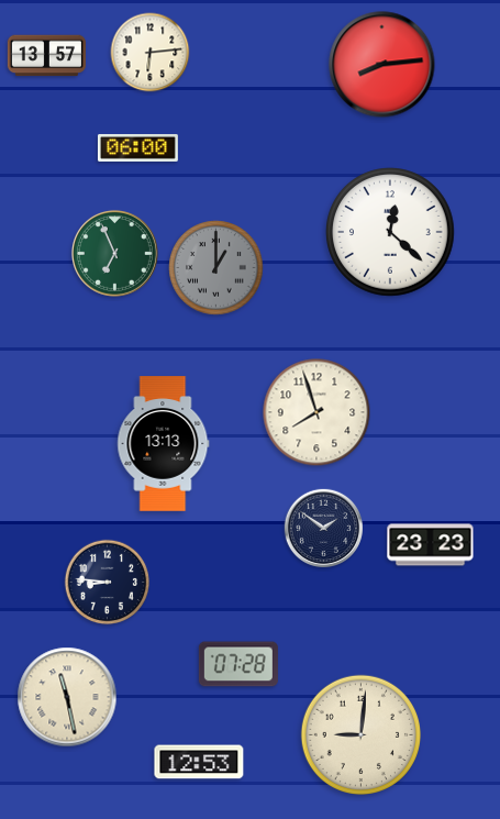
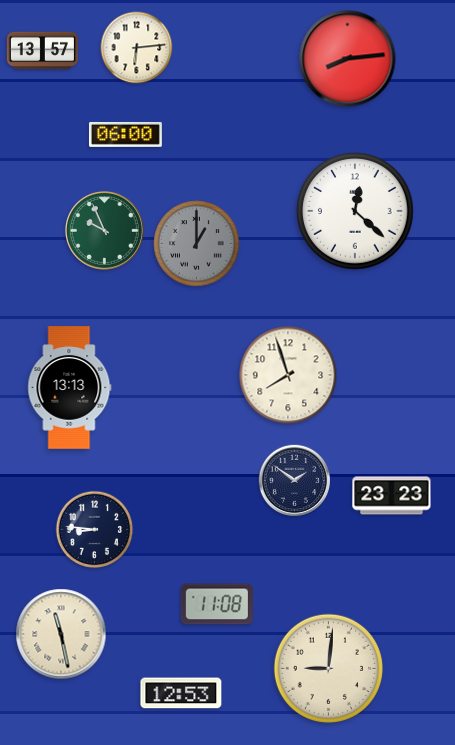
clock at (114, 253): 6:56 -> 9:56
clock at (164, 444) position: (164, 444) -> (70, 388)
clock at (108, 583) position: (108, 583) -> (95, 530)
clock at (238, 664): 07:28 -> 11:08
